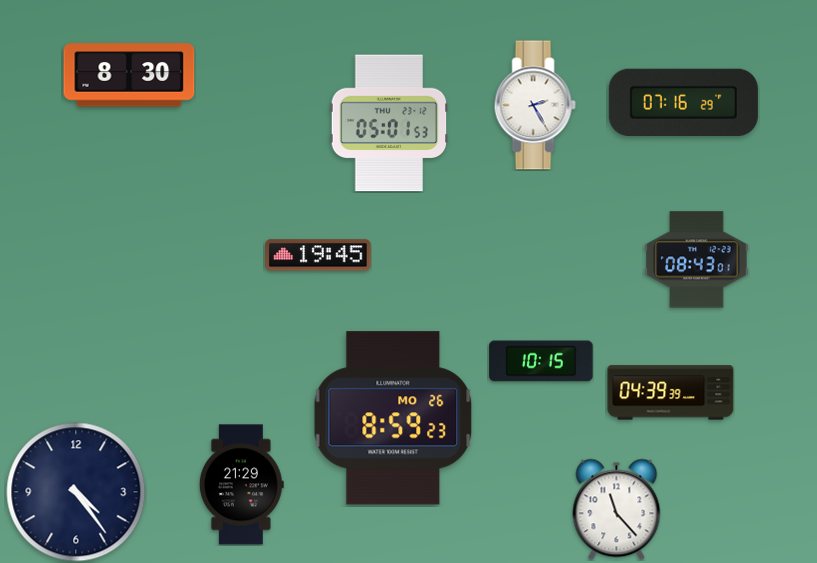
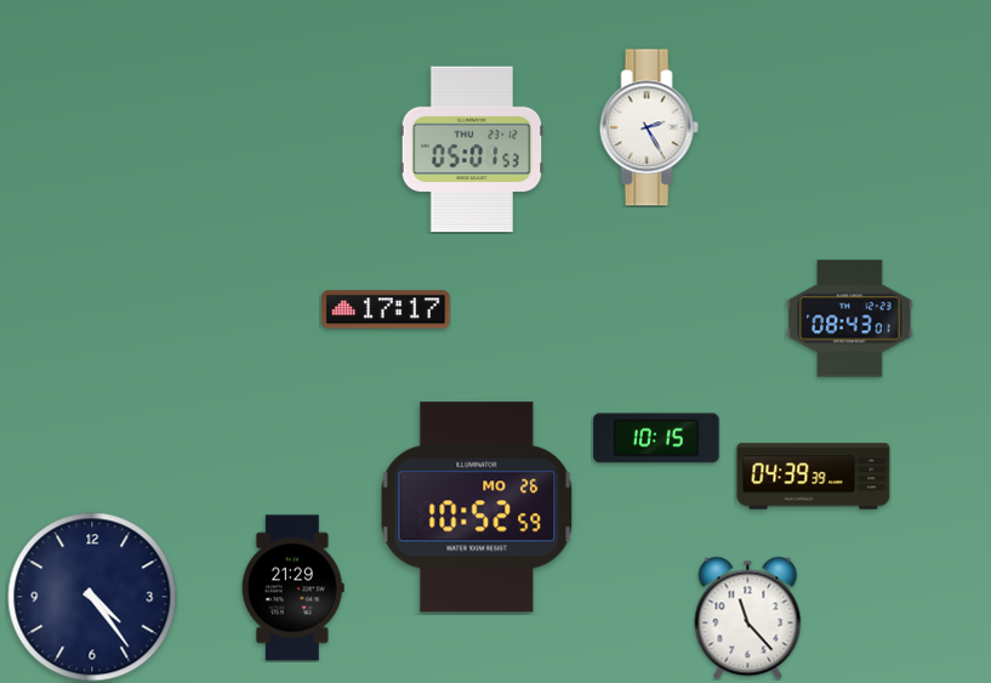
clock at (129, 75): 8:30 -> none
clock at (683, 102): 07:16 -> none
clock at (318, 255): 19:45 -> 17:17
clock at (697, 260) position: (697, 260) -> (850, 319)
clock at (393, 418): 8:59 -> 10:52
